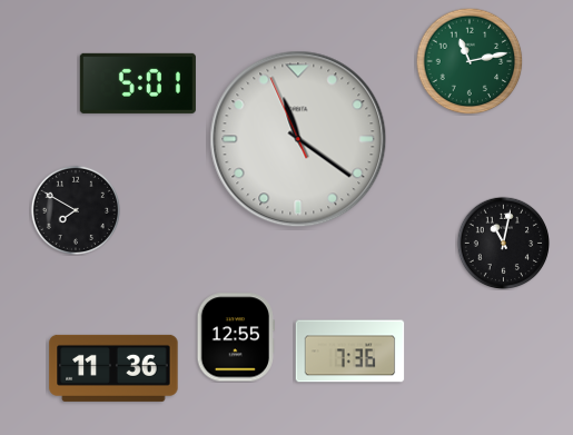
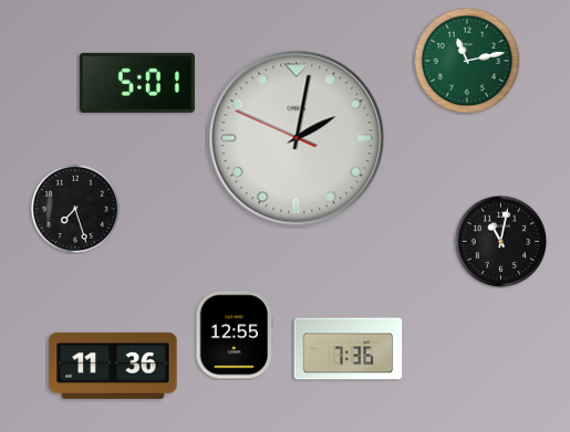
clock at (298, 139): 11:20 -> 2:01
clock at (75, 209): 7:50 -> 7:27
